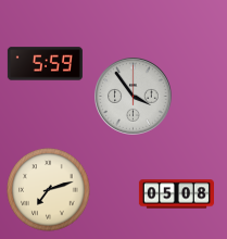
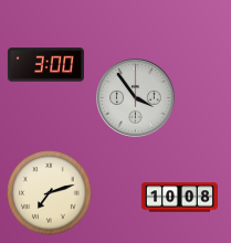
clock at (45, 64): 5:59 -> 3:00
clock at (176, 194): 05:08 -> 10:08
